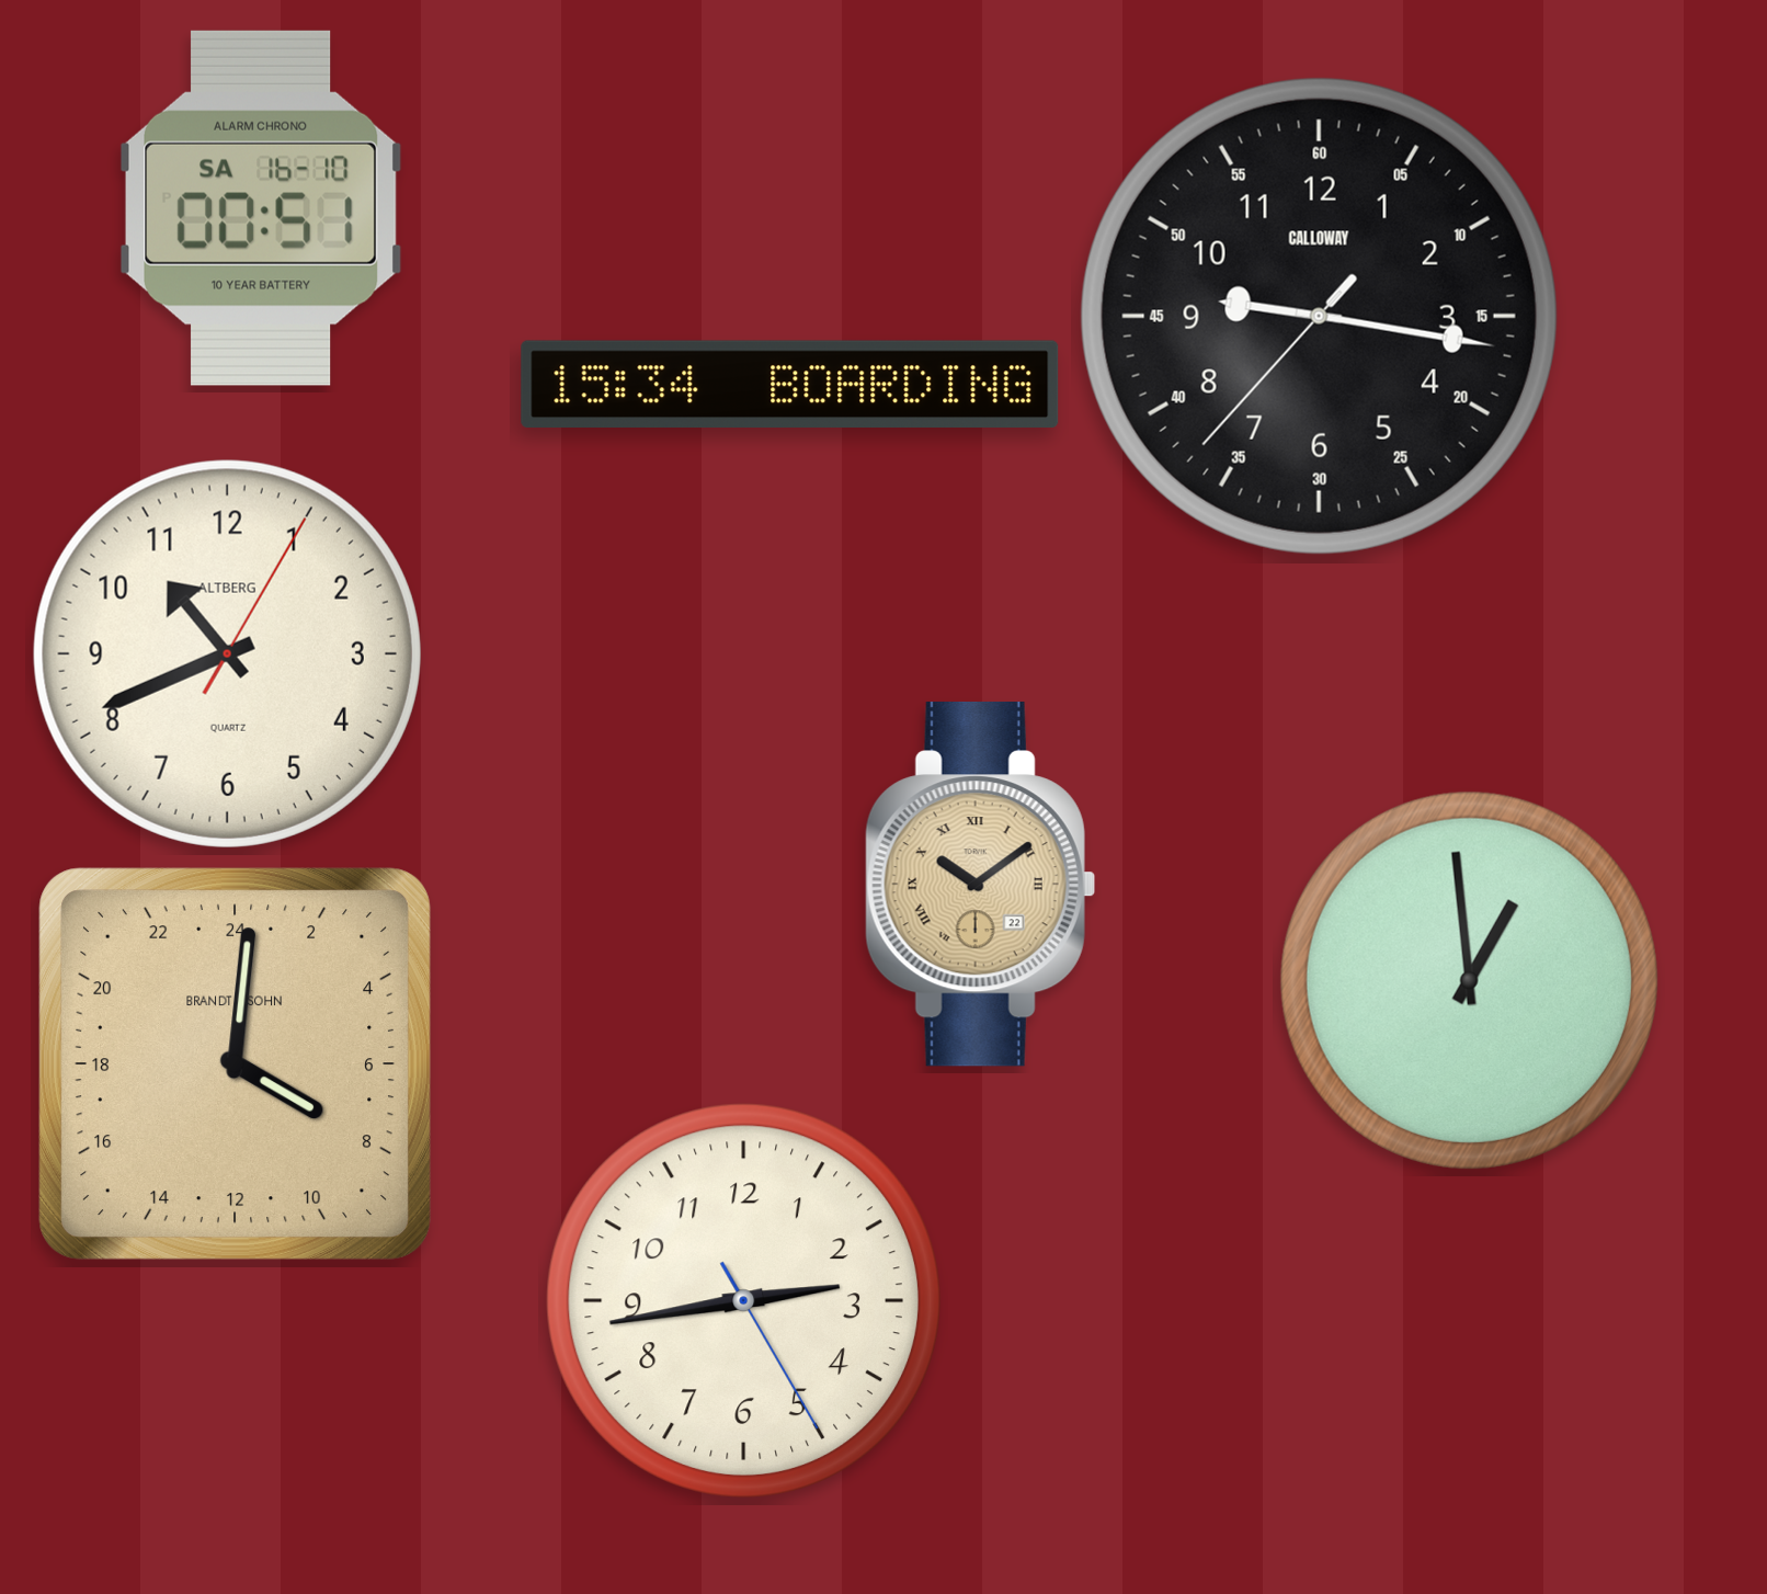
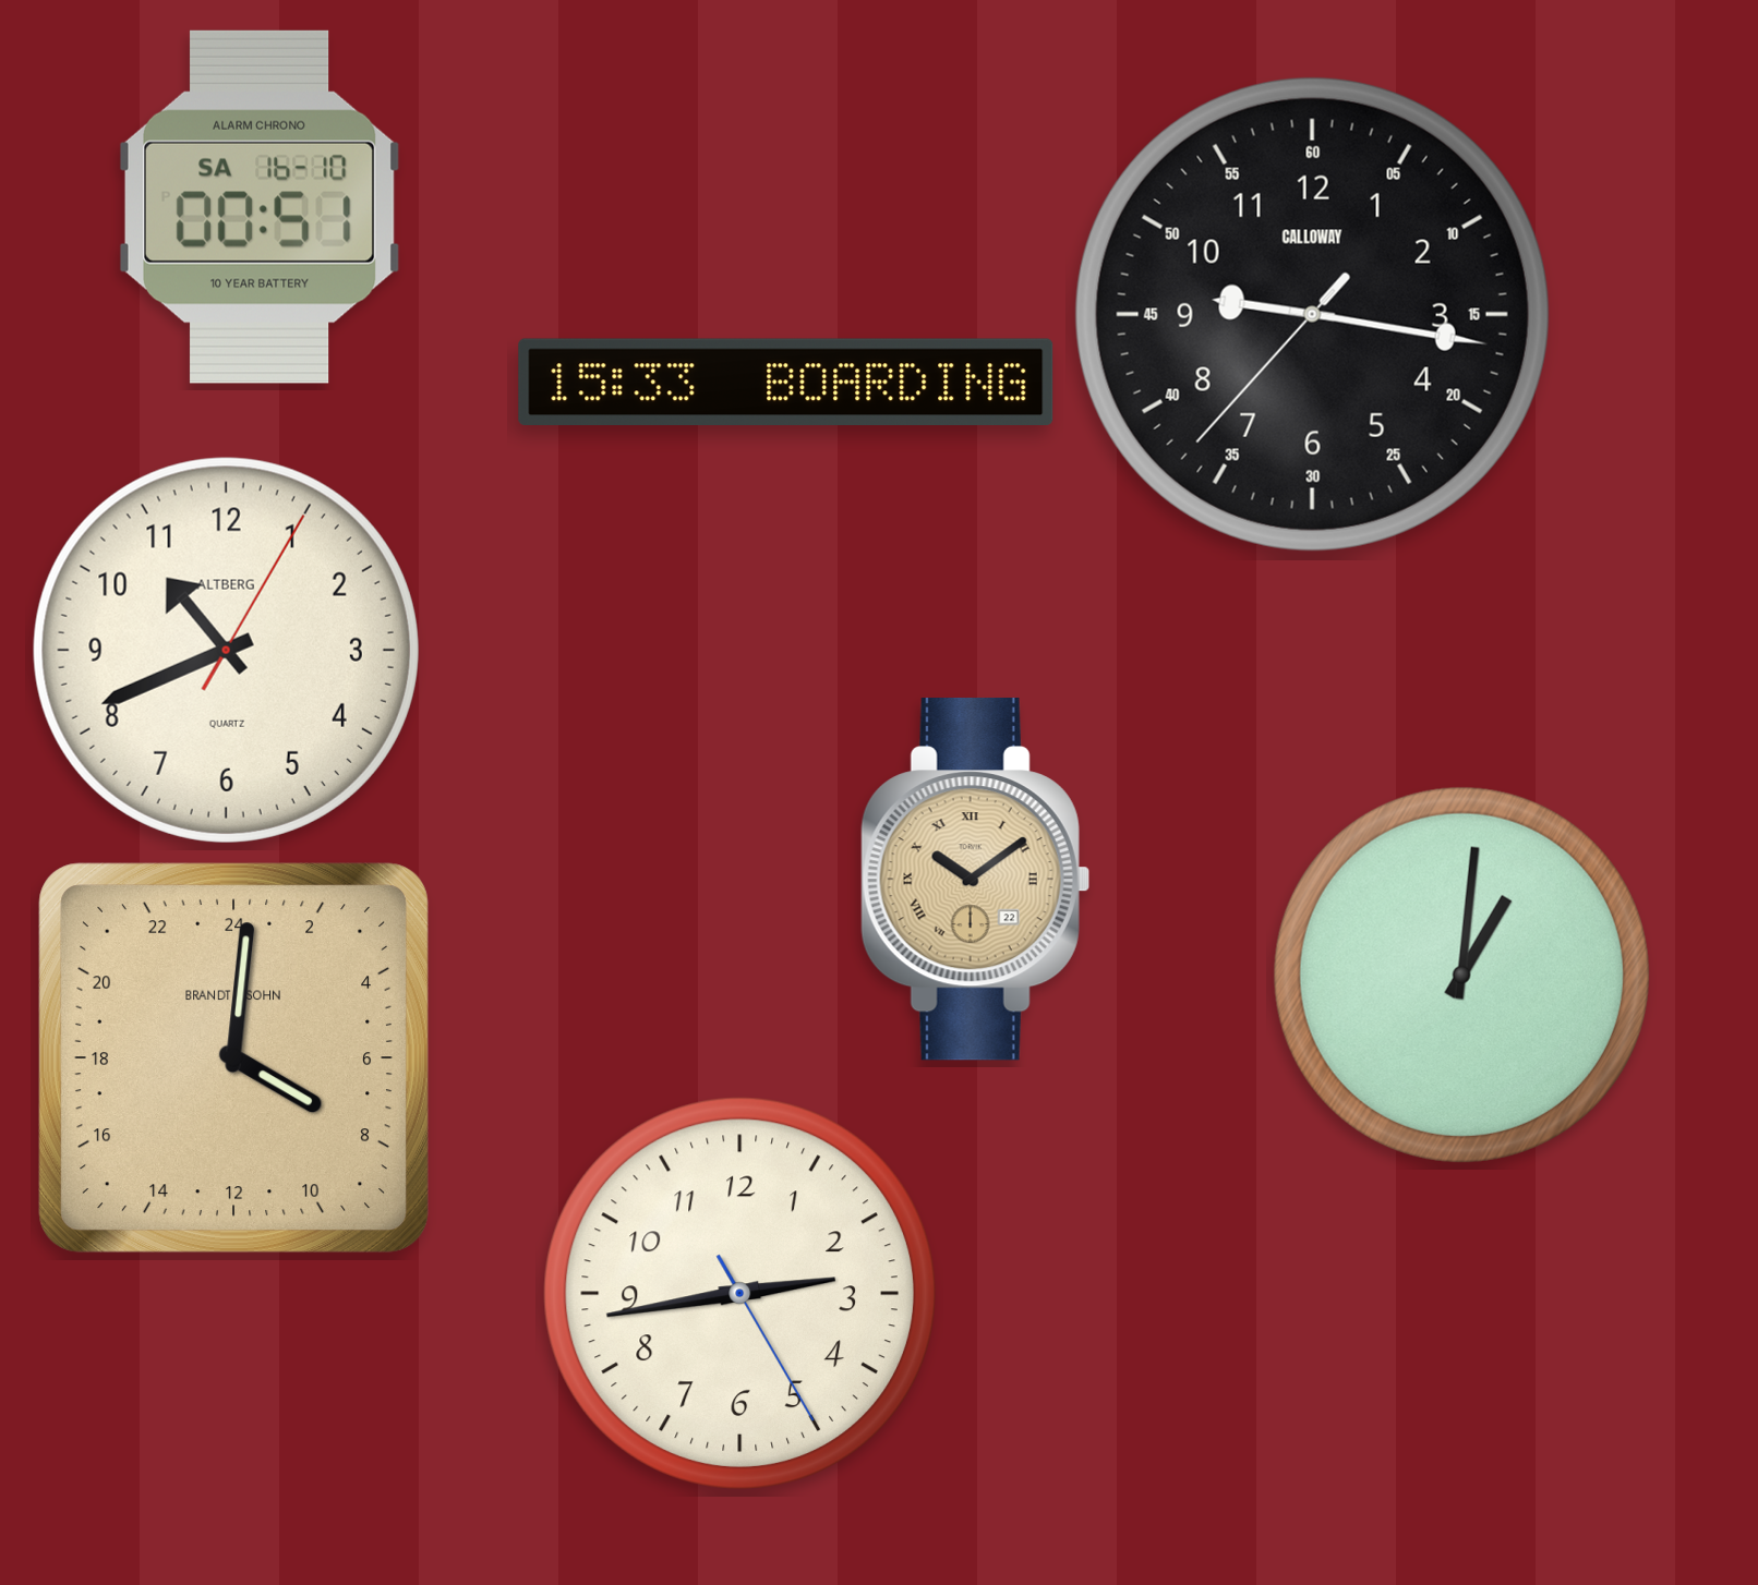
clock at (790, 384): 15:34 -> 15:33
clock at (1469, 980): 12:59 -> 1:01
